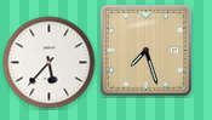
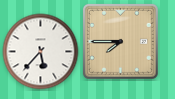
clock at (145, 50): 7:27 -> 7:45
